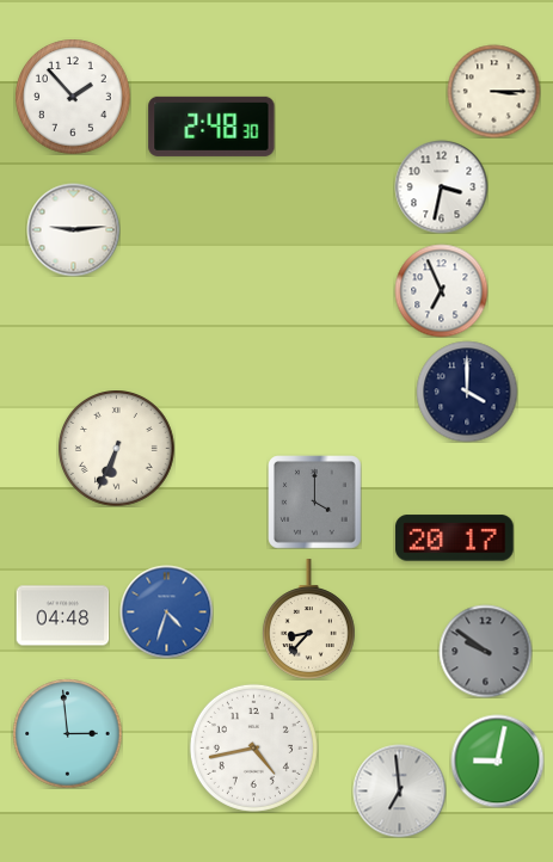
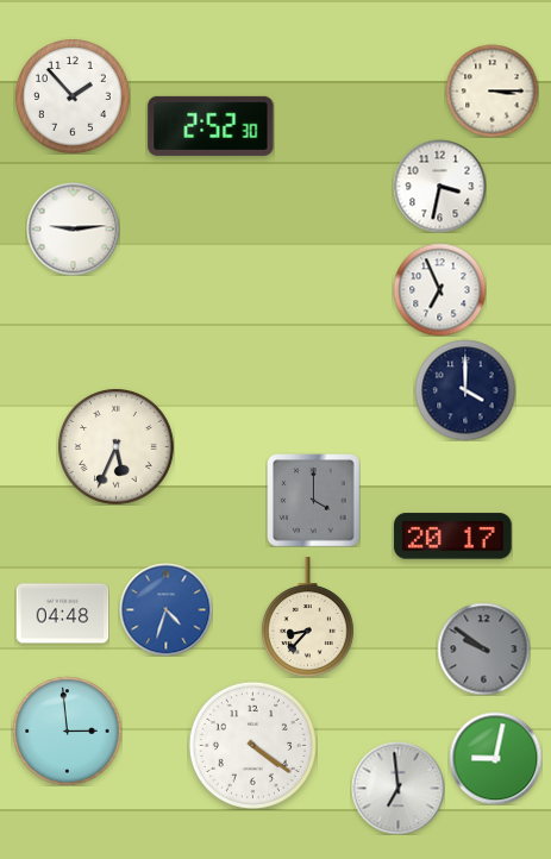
clock at (211, 127): 2:48 -> 2:52
clock at (117, 449): 6:34 -> 5:34
clock at (253, 747): 4:43 -> 4:21
